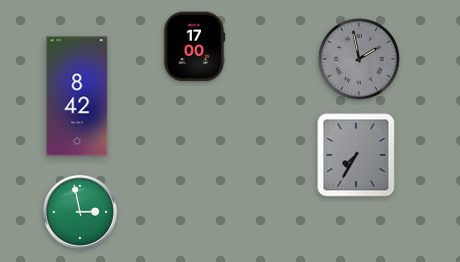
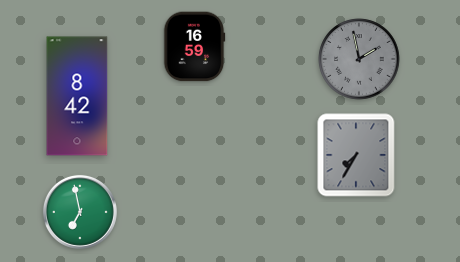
clock at (194, 47): 17:00 -> 16:59
clock at (80, 212): 2:58 -> 6:58
